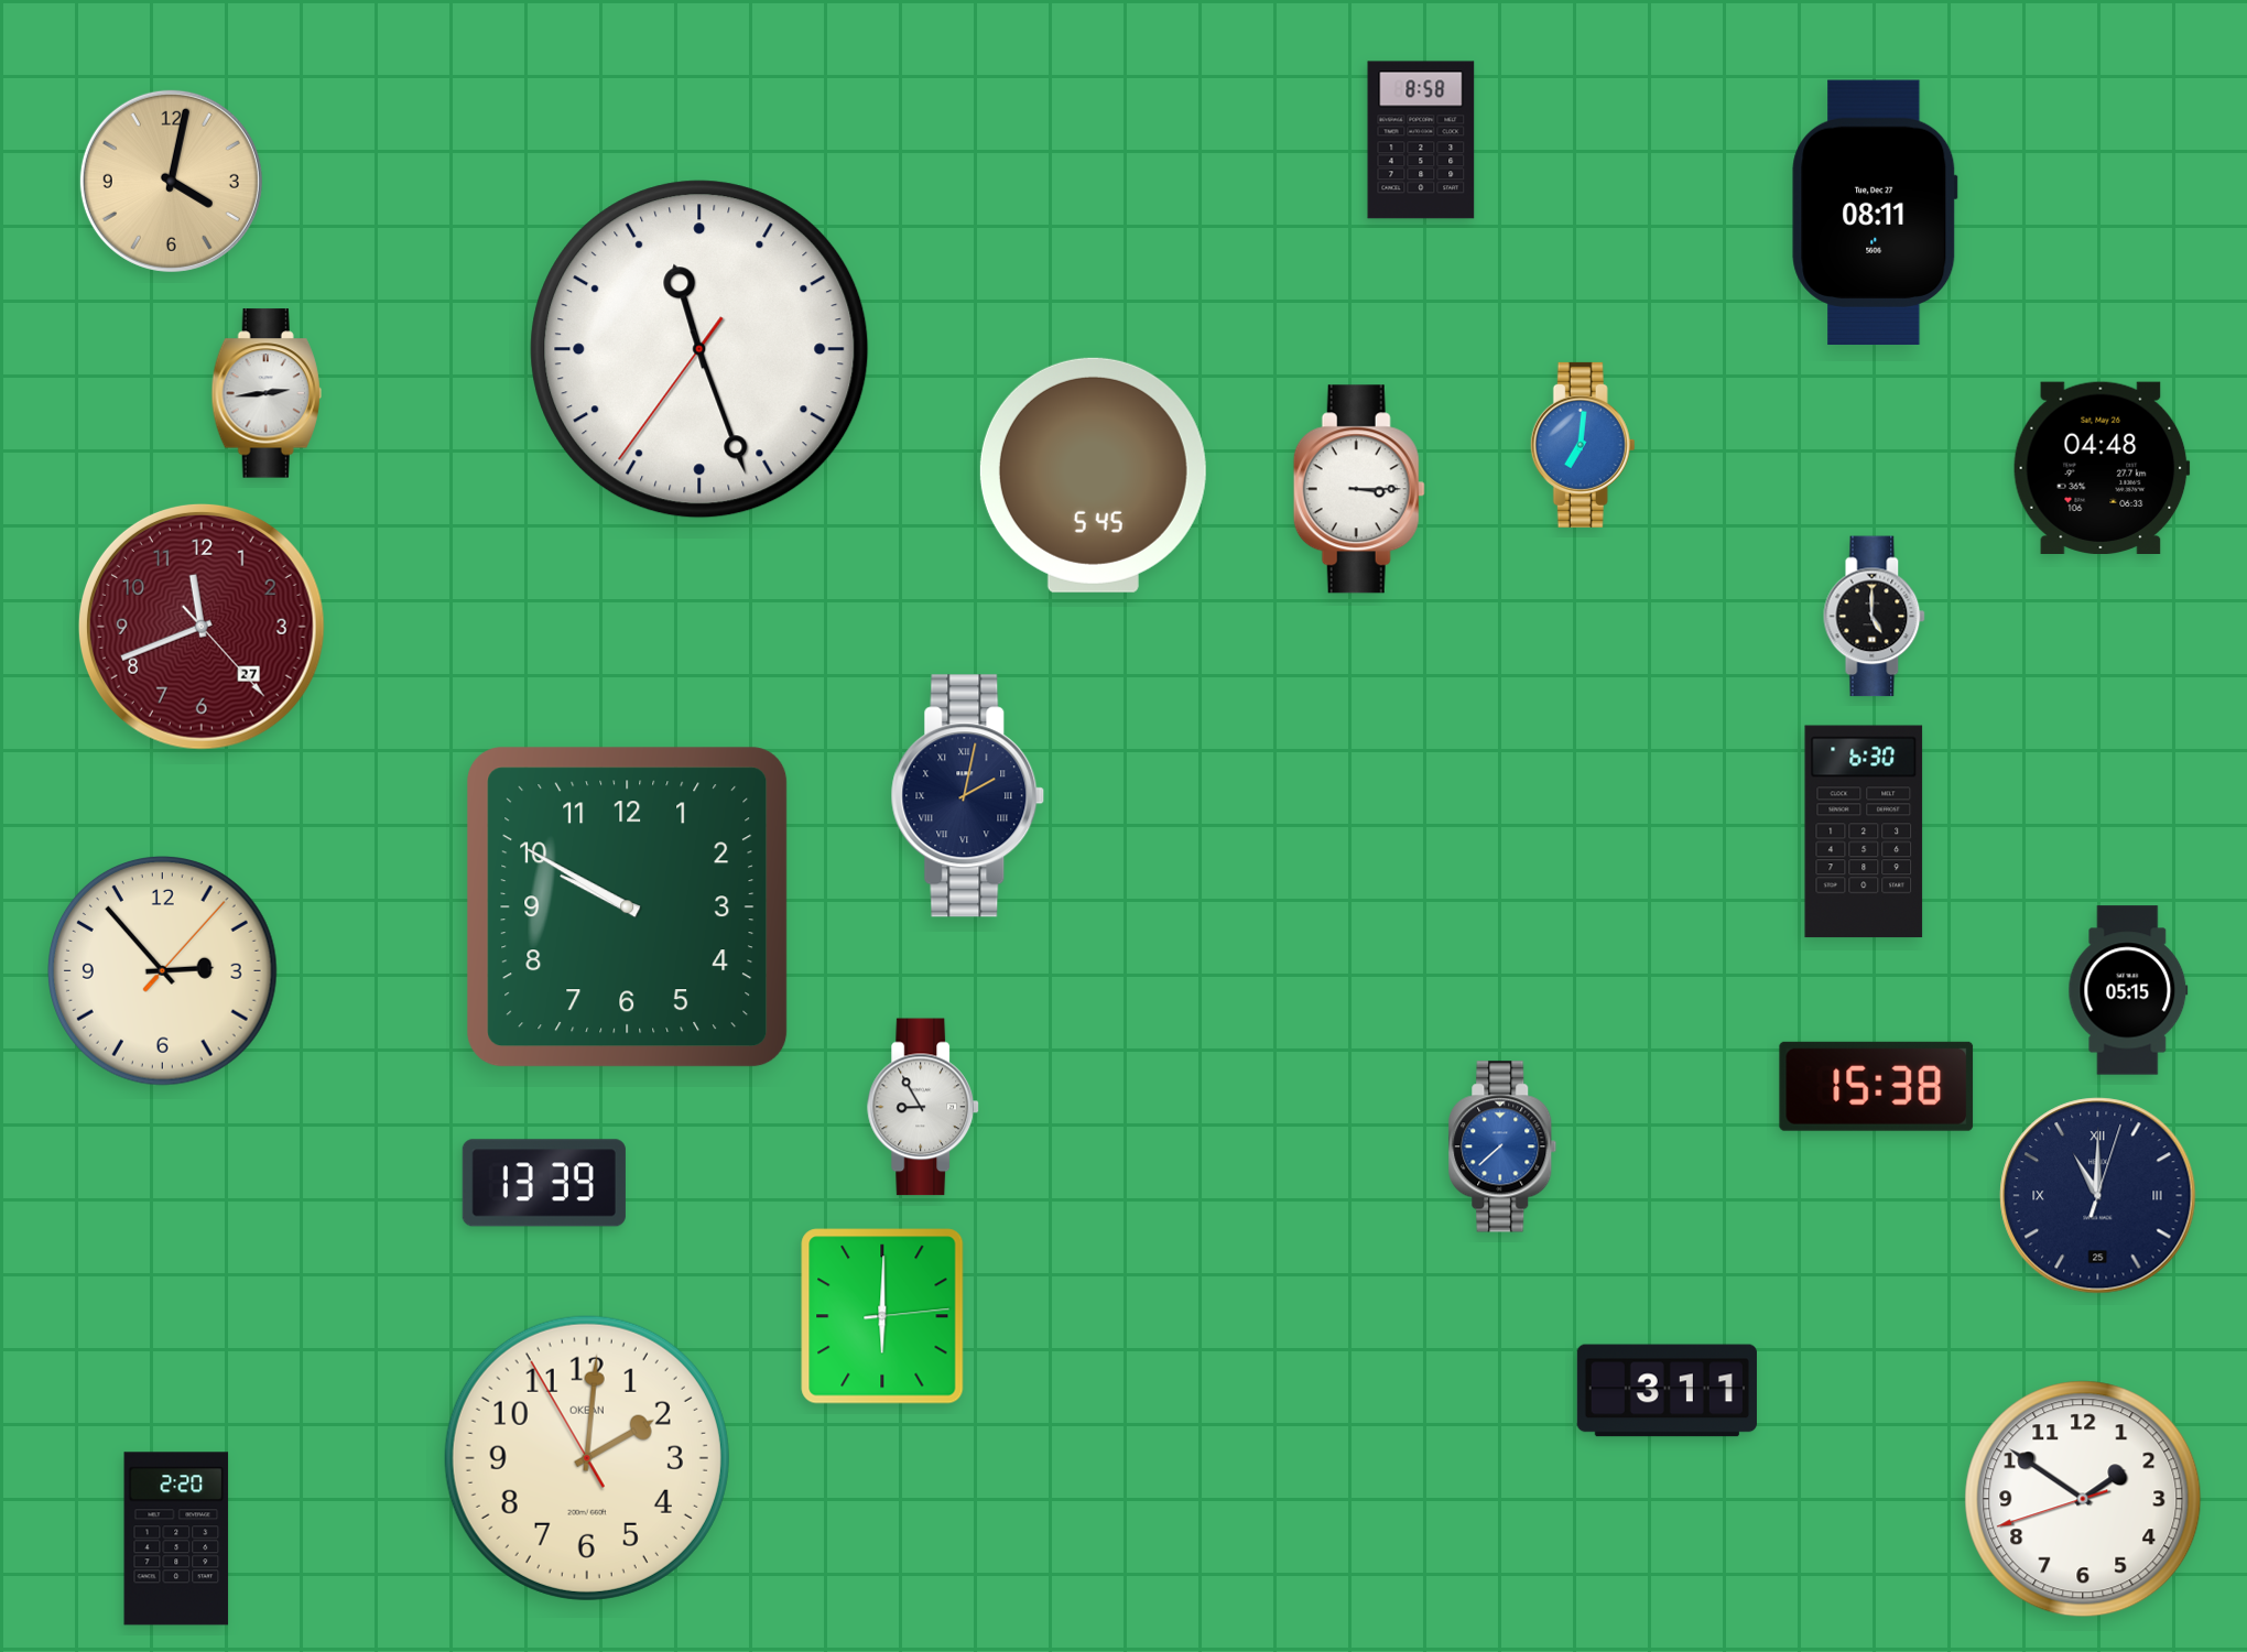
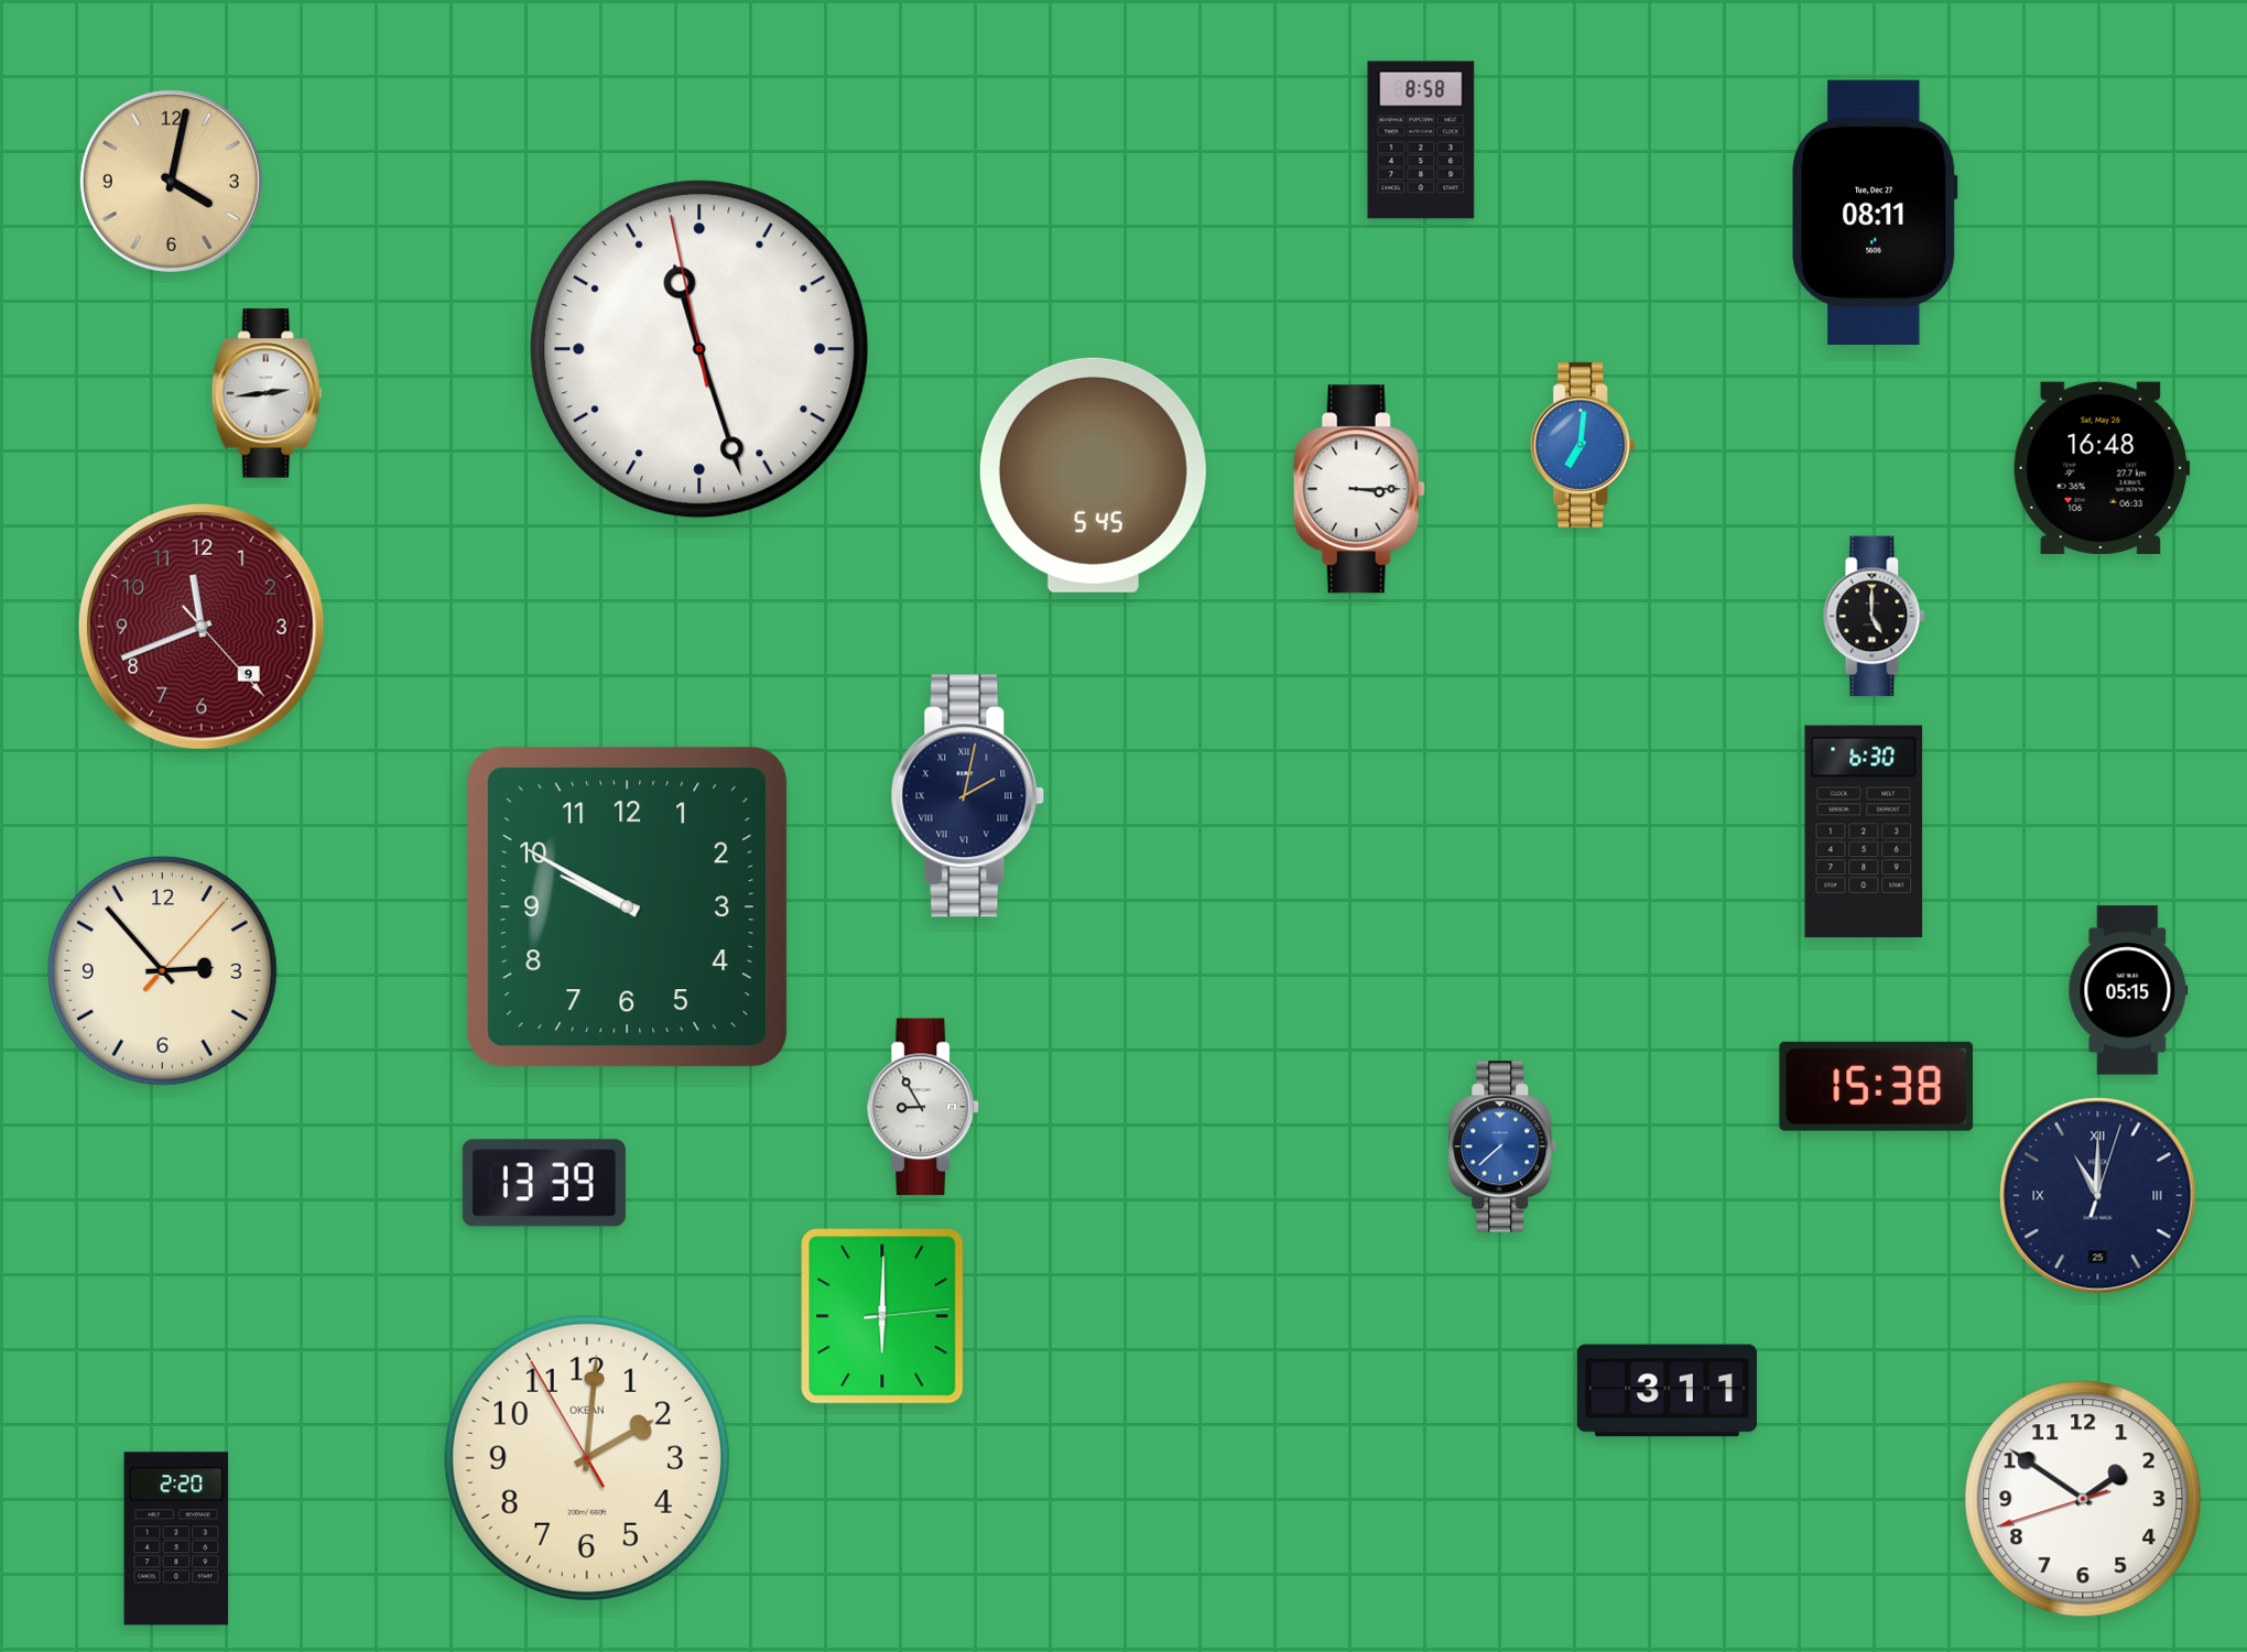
clock at (699, 349): 11:26:36 -> 11:26:58
clock at (2102, 467): 04:48 -> 16:48
clock at (202, 627) date: 27 -> 9
